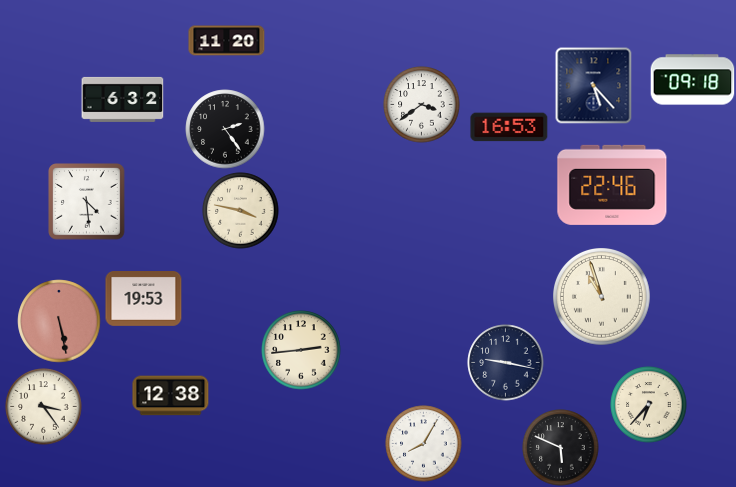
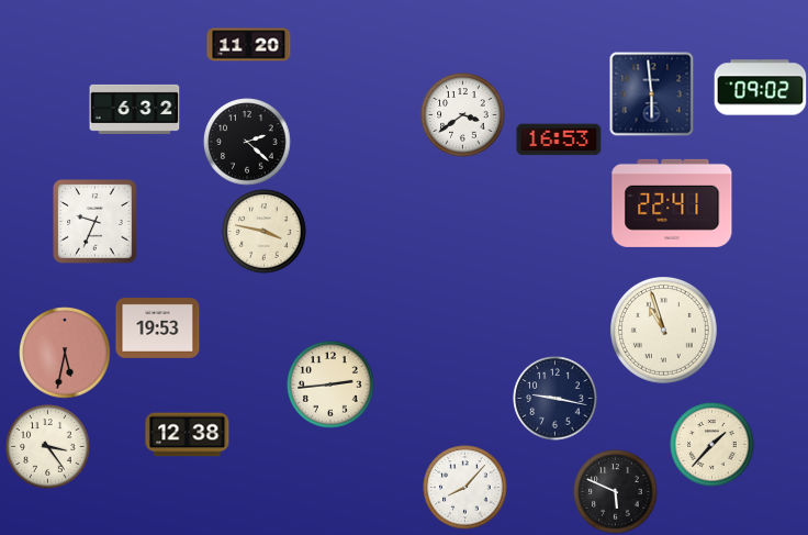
clock at (693, 80): 09:18 -> 09:02
clock at (594, 86): 5:23 -> 5:59
clock at (225, 129): 2:24 -> 2:22
clock at (612, 185): 22:46 -> 22:41
clock at (87, 202): 4:29 -> 9:34
clock at (602, 297) position: (602, 297) -> (664, 331)
clock at (59, 321): 5:28 -> 5:32
clock at (649, 405): 6:37 -> 1:37
clock at (424, 444): 8:05 -> 8:07
